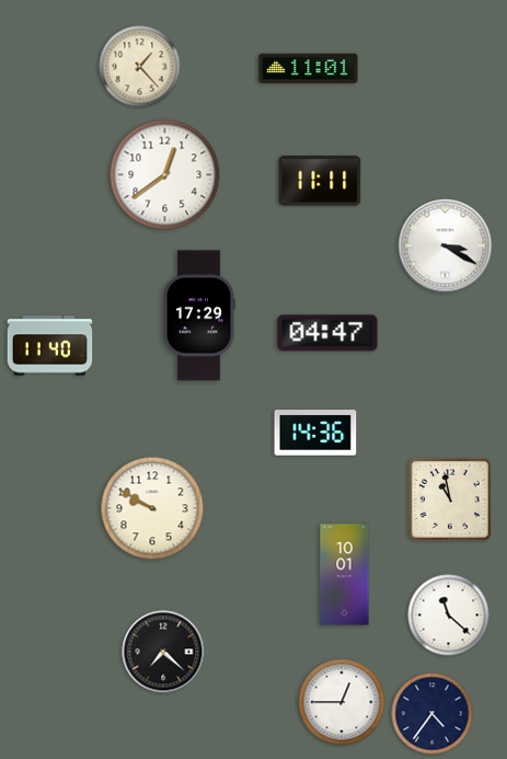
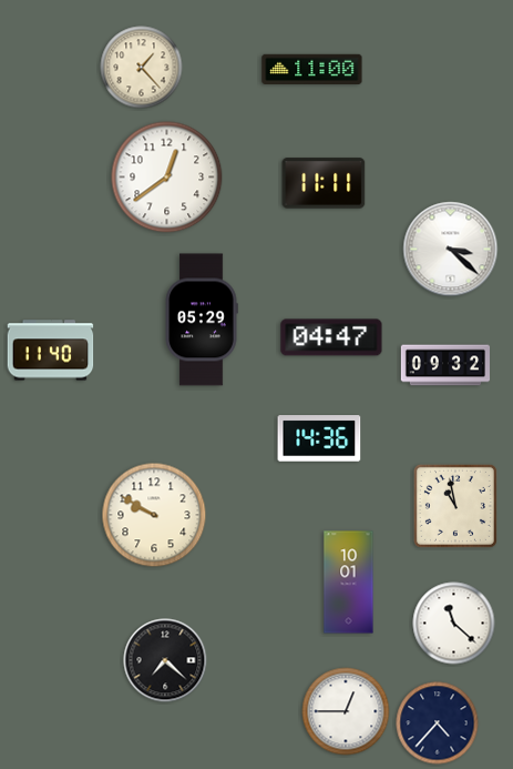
clock at (309, 68): 11:01 -> 11:00
clock at (446, 246): 3:20 -> 3:22
clock at (199, 315): 17:29 -> 05:29
clock at (445, 365): none -> 09:32
clock at (433, 714): 4:36 -> 4:37
